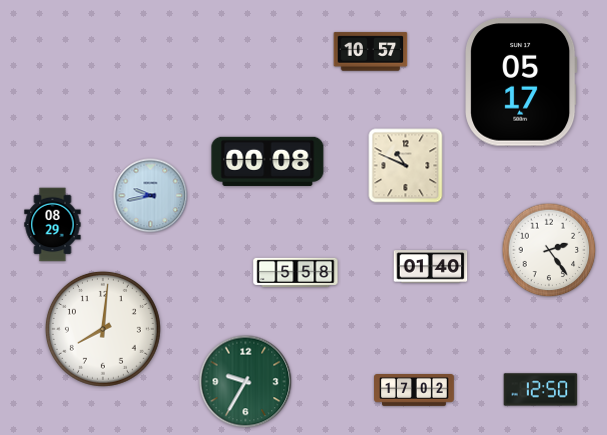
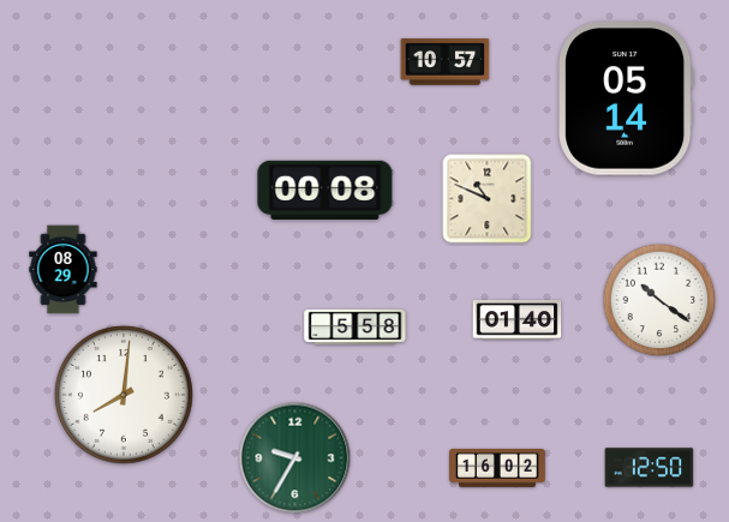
clock at (521, 82): 05:17 -> 05:14
clock at (268, 161) position: (268, 161) -> (325, 190)
clock at (151, 196): 9:43 -> none
clock at (549, 250): 2:24 -> 10:21
clock at (415, 391): 17:02 -> 16:02
